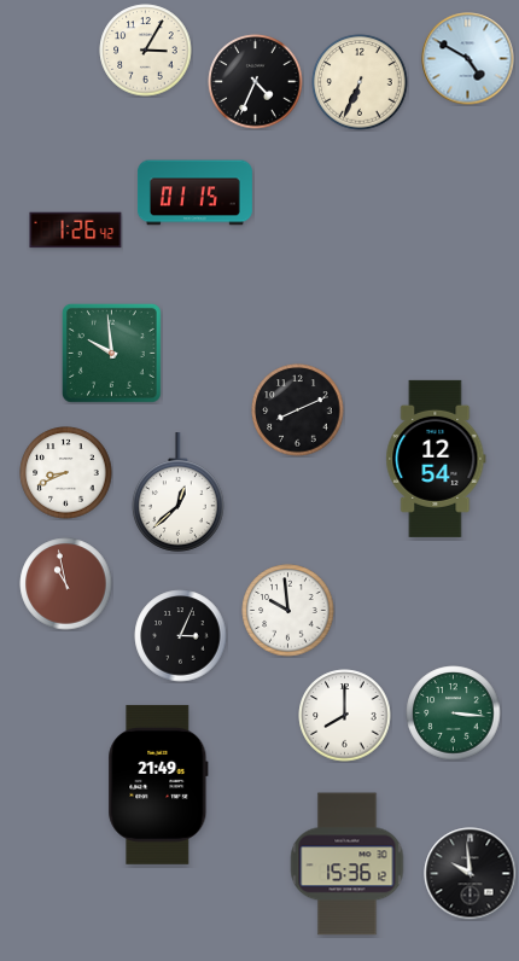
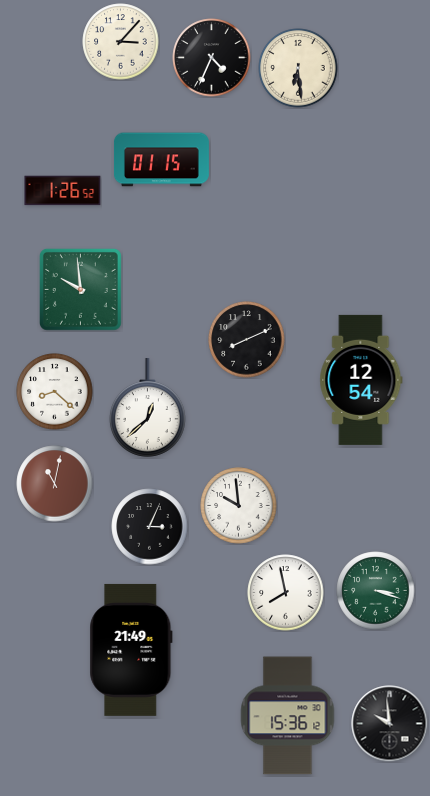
clock at (146, 51): 3:05 -> 3:07
clock at (468, 59): 4:50 -> none
clock at (256, 82) position: (256, 82) -> (212, 58)
clock at (360, 82): 6:34 -> 6:29
clock at (76, 231): 1:26:42 -> 1:26:52
clock at (111, 353) position: (111, 353) -> (80, 289)
clock at (66, 473): 8:41 -> 8:22
clock at (66, 584): 10:58 -> 11:02
clock at (454, 714): 3:16 -> 3:18
clock at (345, 716): 8:00 -> 7:58
